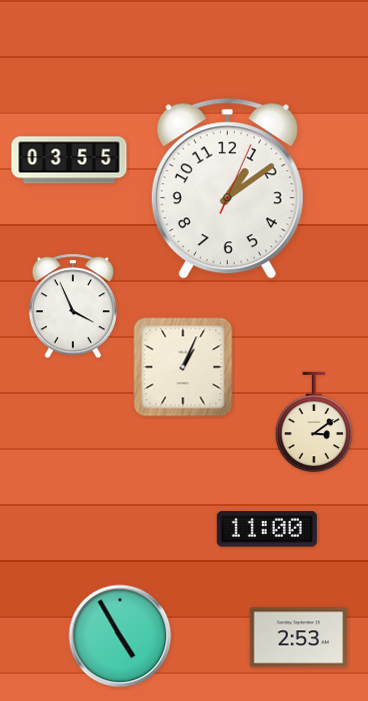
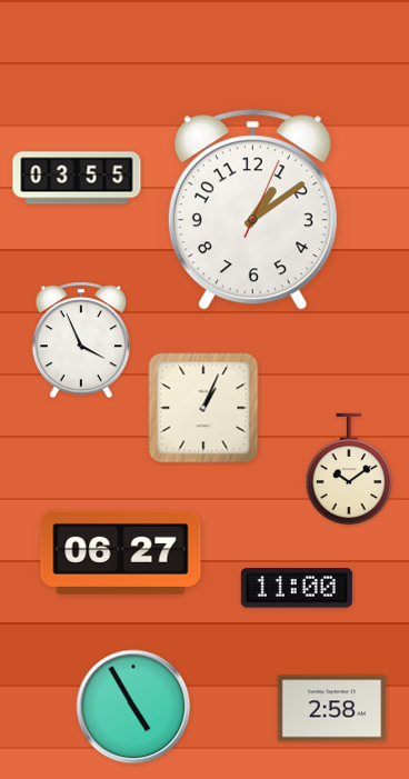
clock at (314, 422): 3:09 -> 10:09
clock at (121, 552): none -> 06:27
clock at (299, 638): 2:53 -> 2:58
